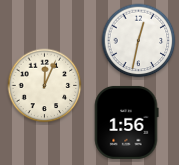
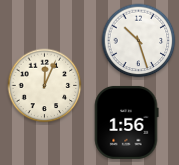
clock at (139, 41): 12:32 -> 10:27
